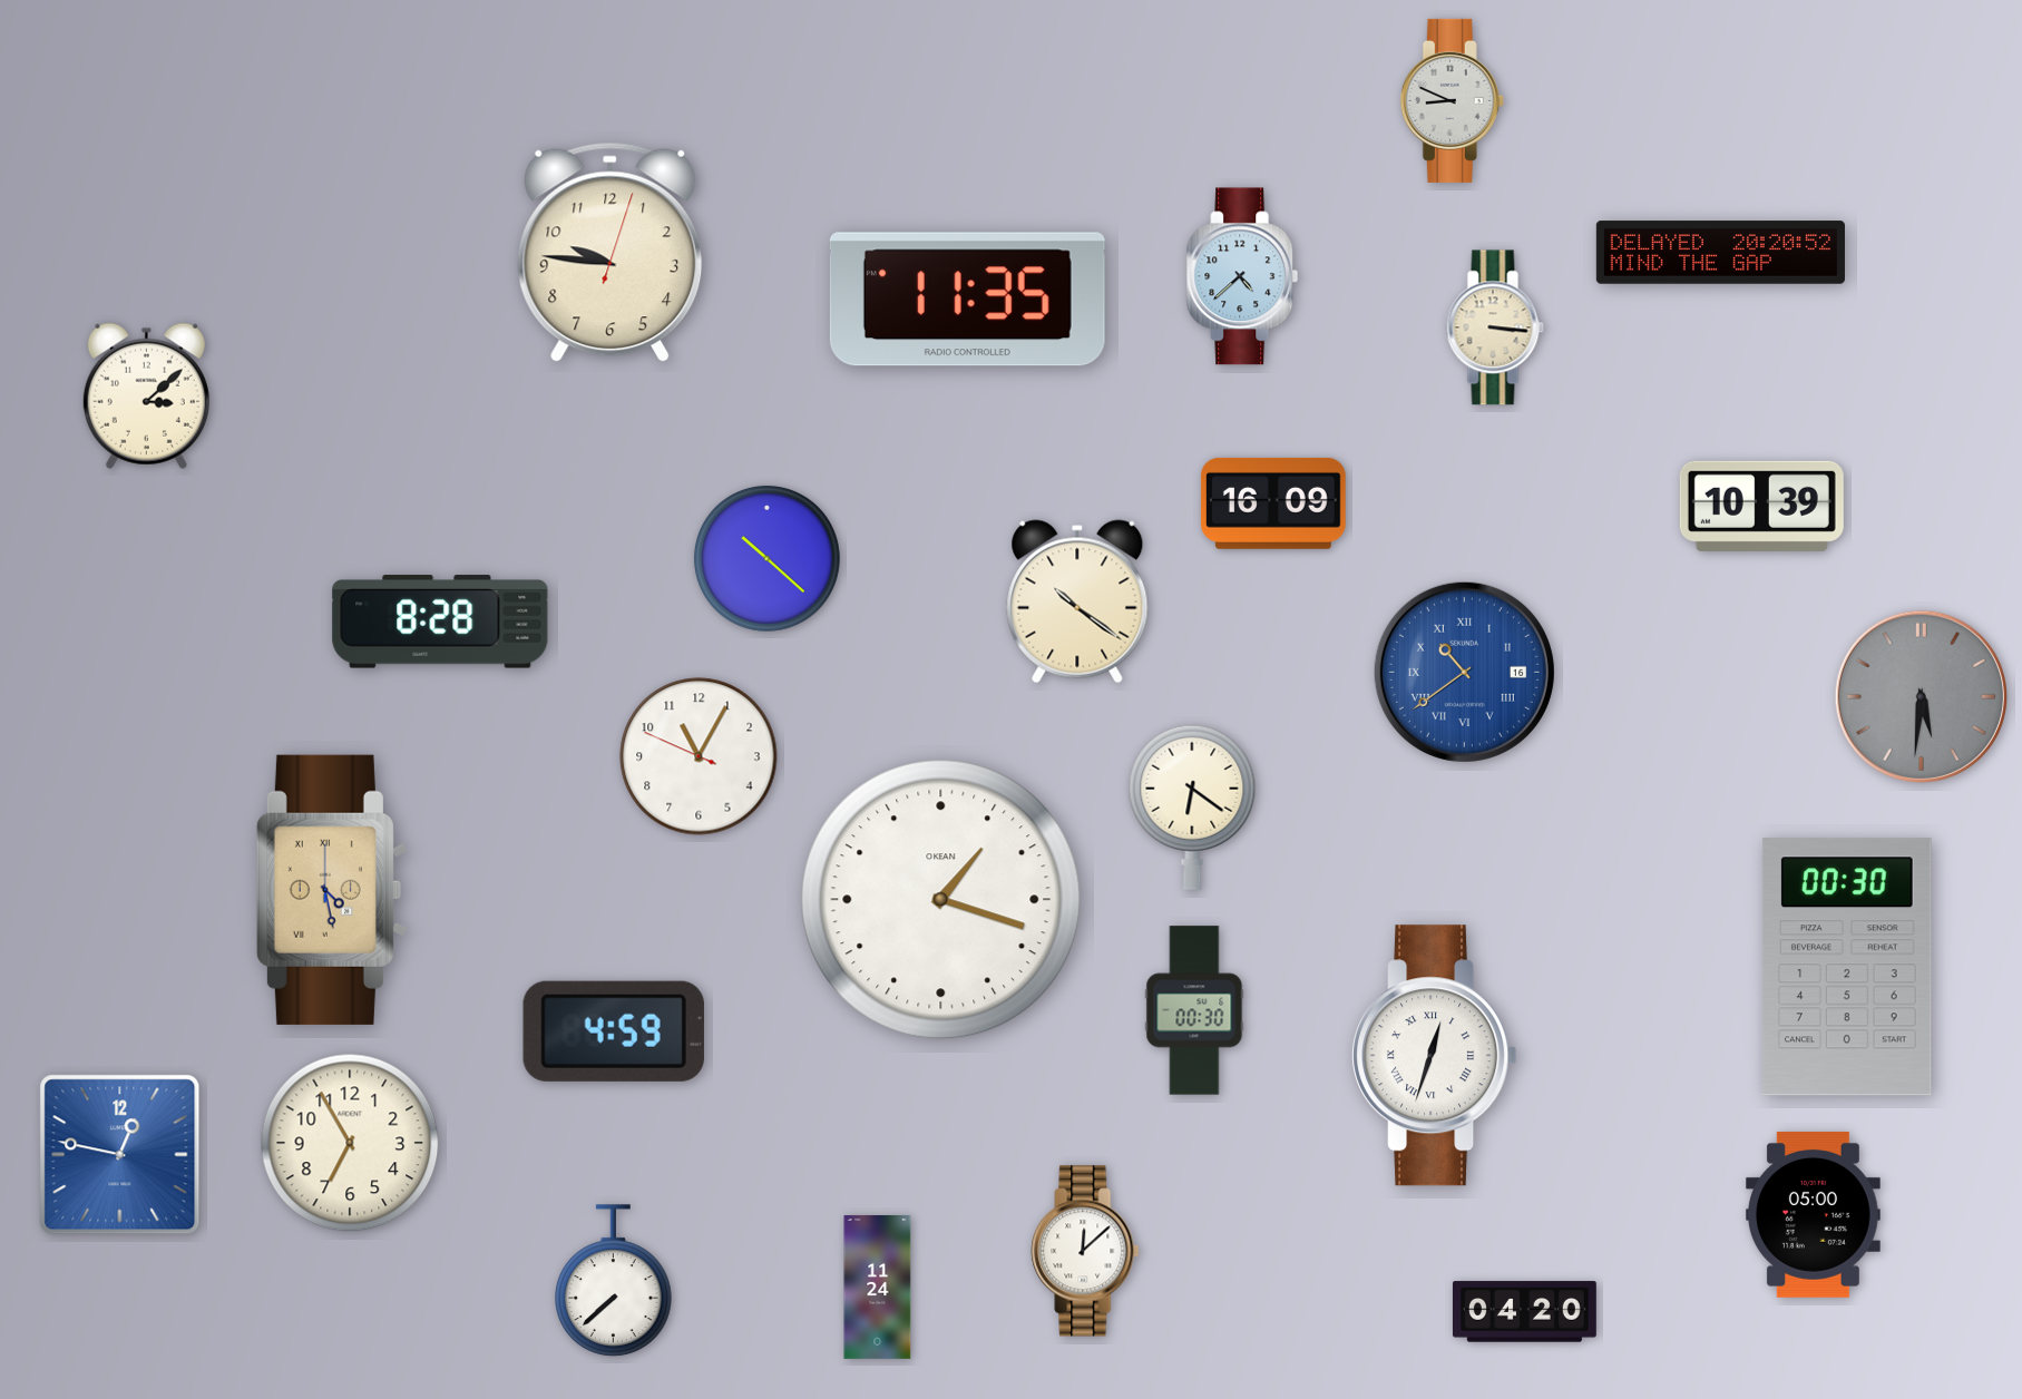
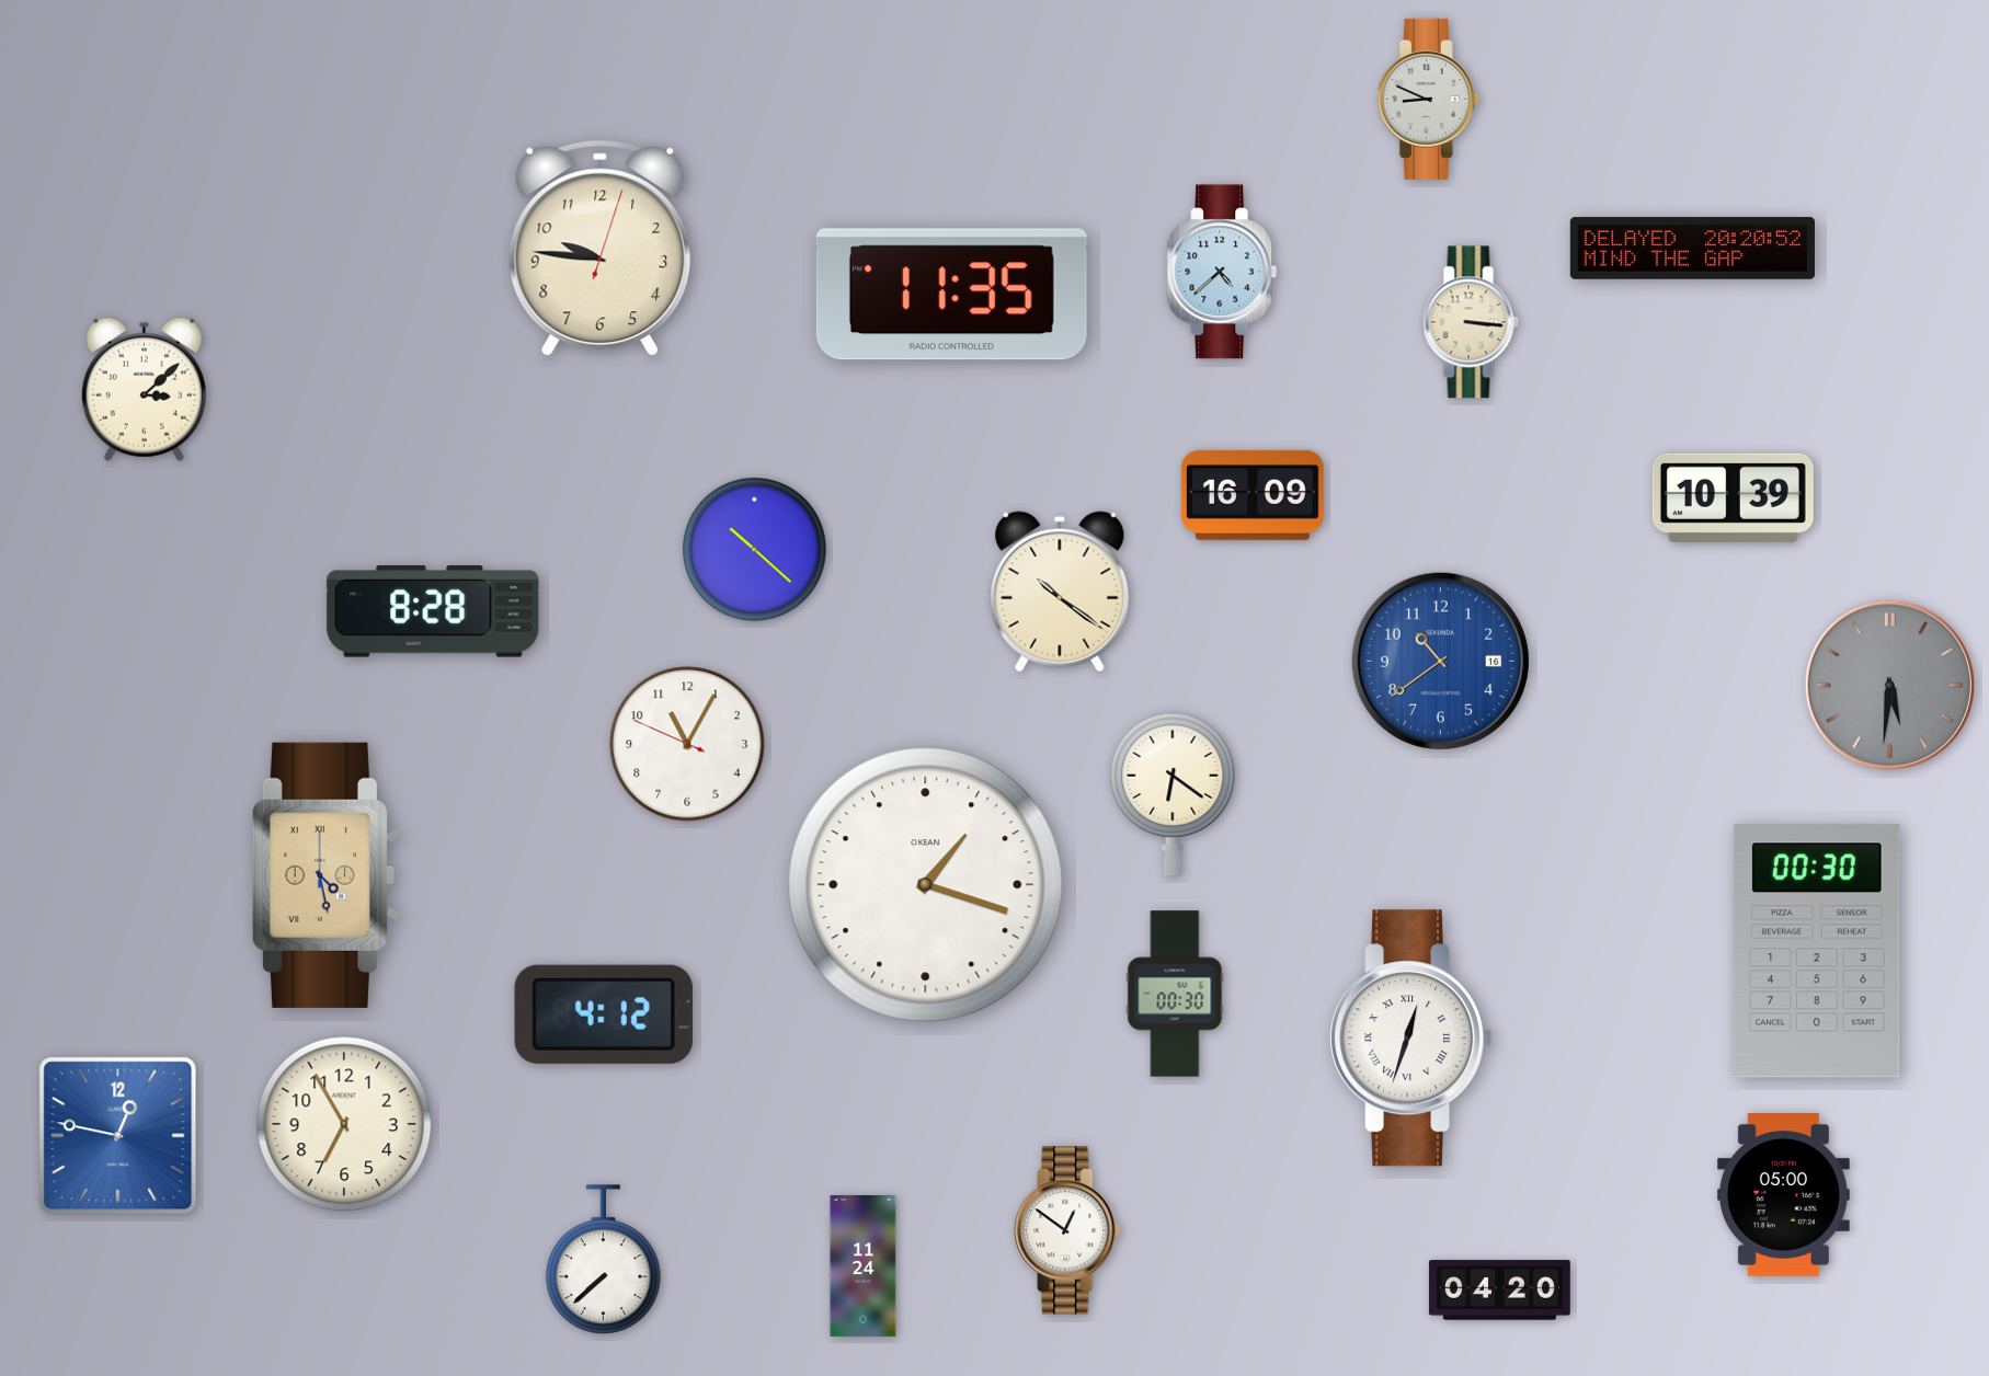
clock at (1464, 672) numerals: Roman -> Arabic
clock at (614, 1031): 4:59 -> 4:12
clock at (1085, 1251): 12:08 -> 12:51
